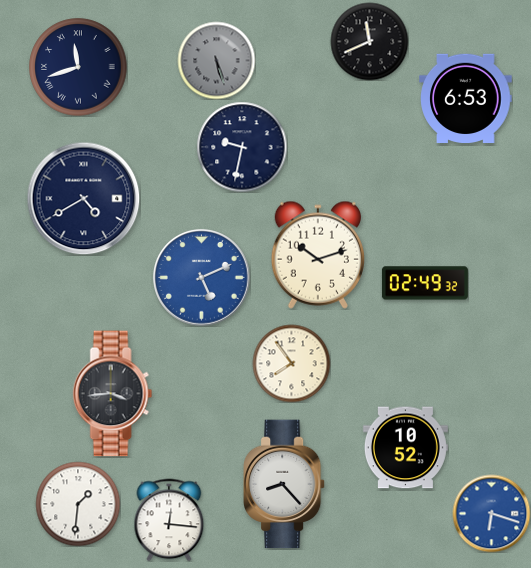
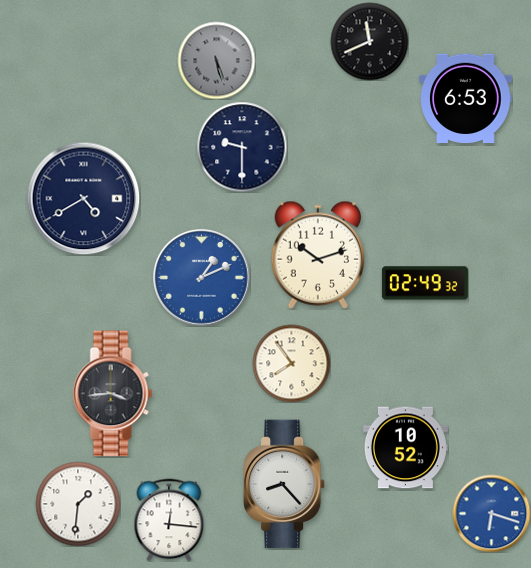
clock at (78, 67): 11:42 -> none
clock at (242, 147): 9:32 -> 9:30
clock at (202, 278): 5:11 -> 1:11
